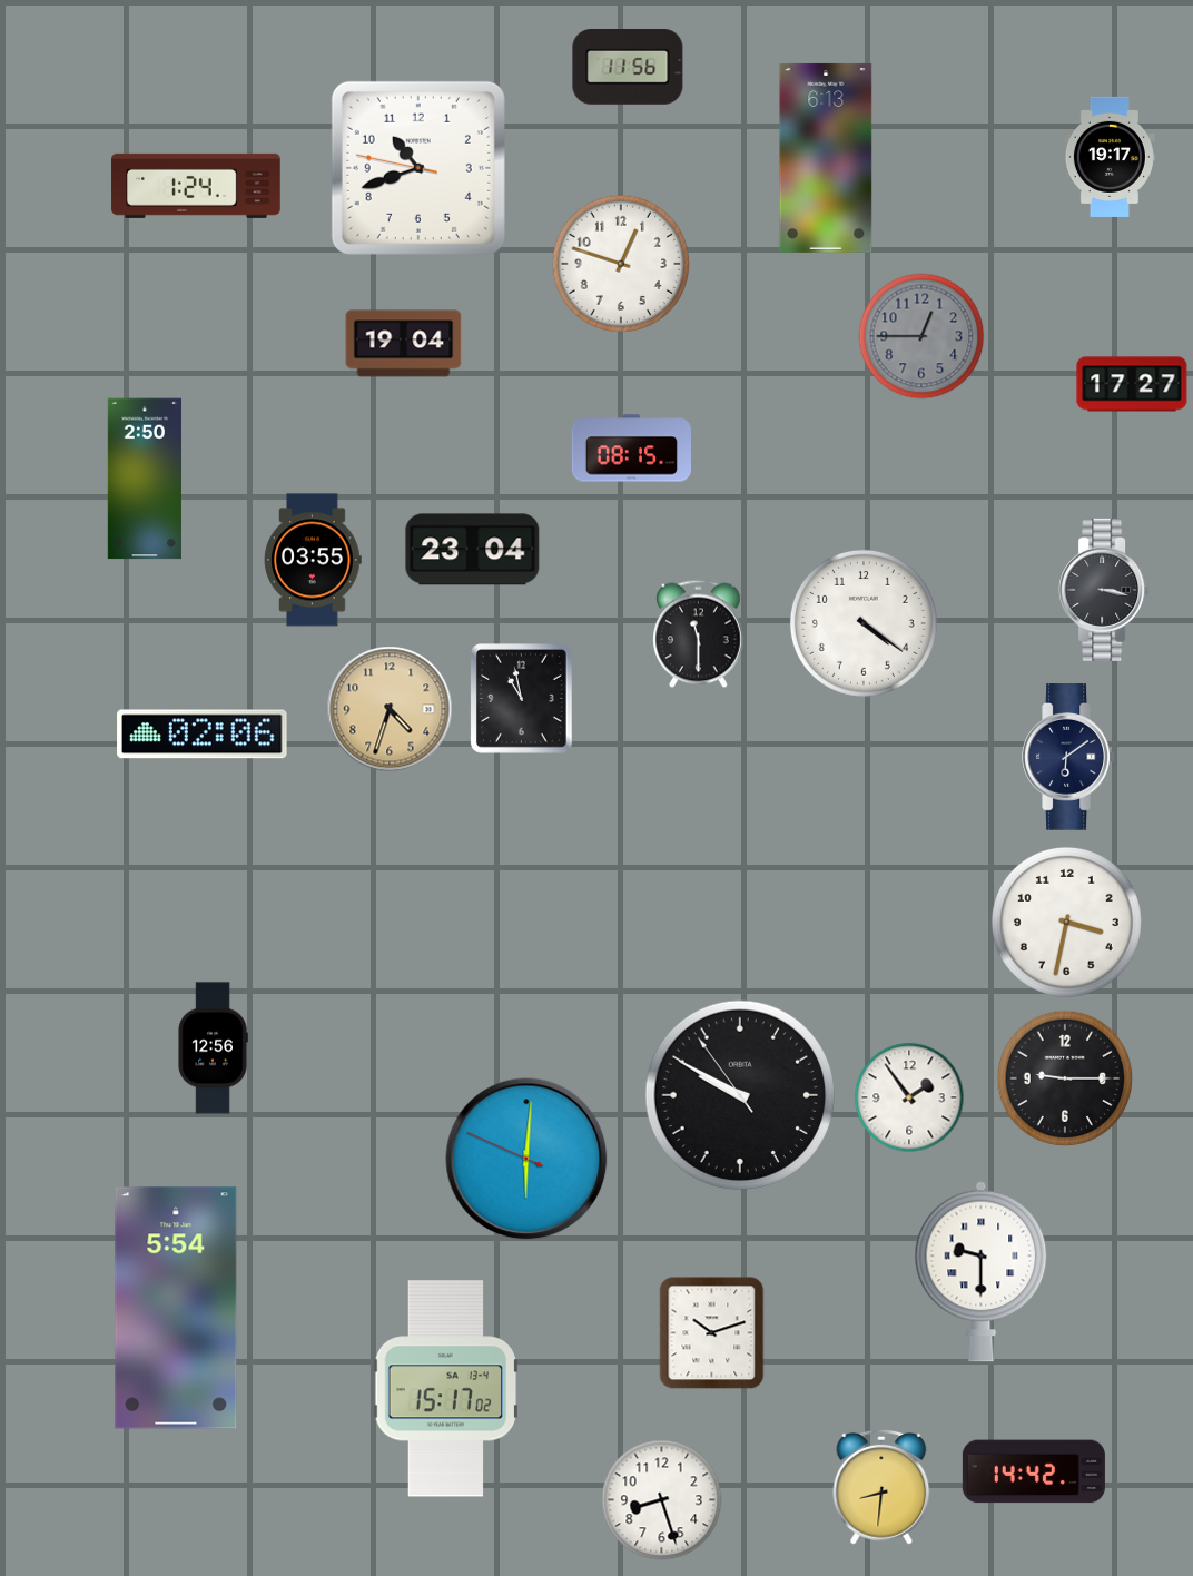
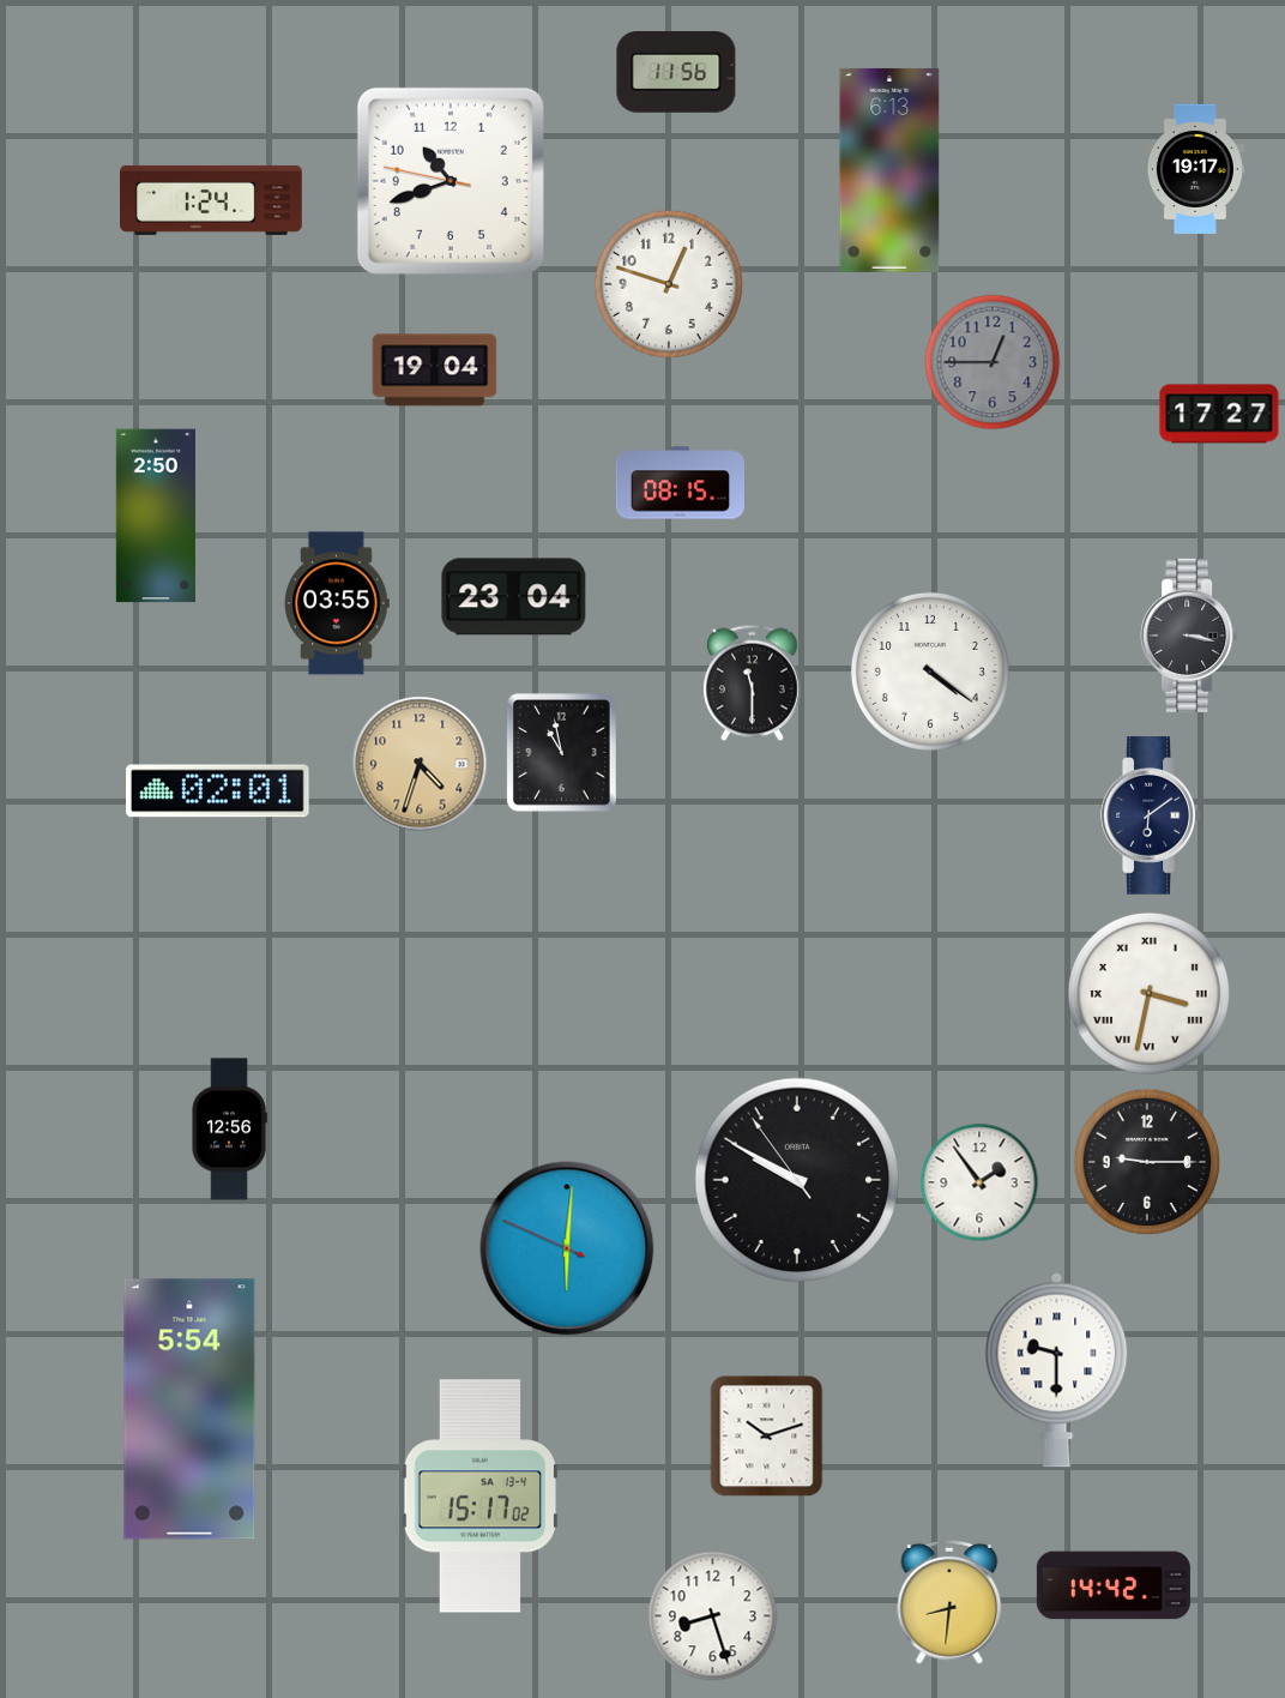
clock at (473, 550) position: (473, 550) -> (514, 597)
clock at (203, 735): 02:06 -> 02:01
clock at (1066, 922) numerals: Arabic -> Roman
